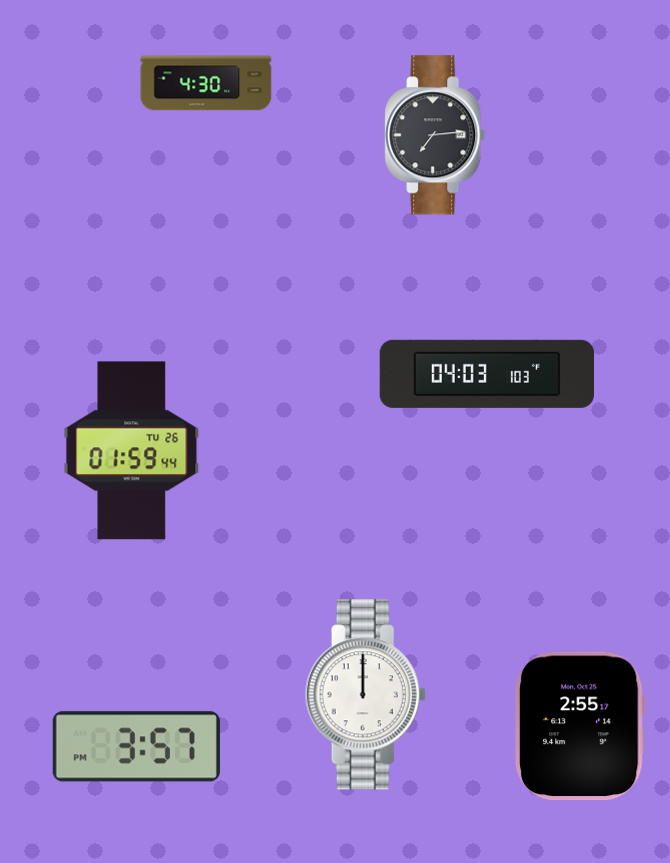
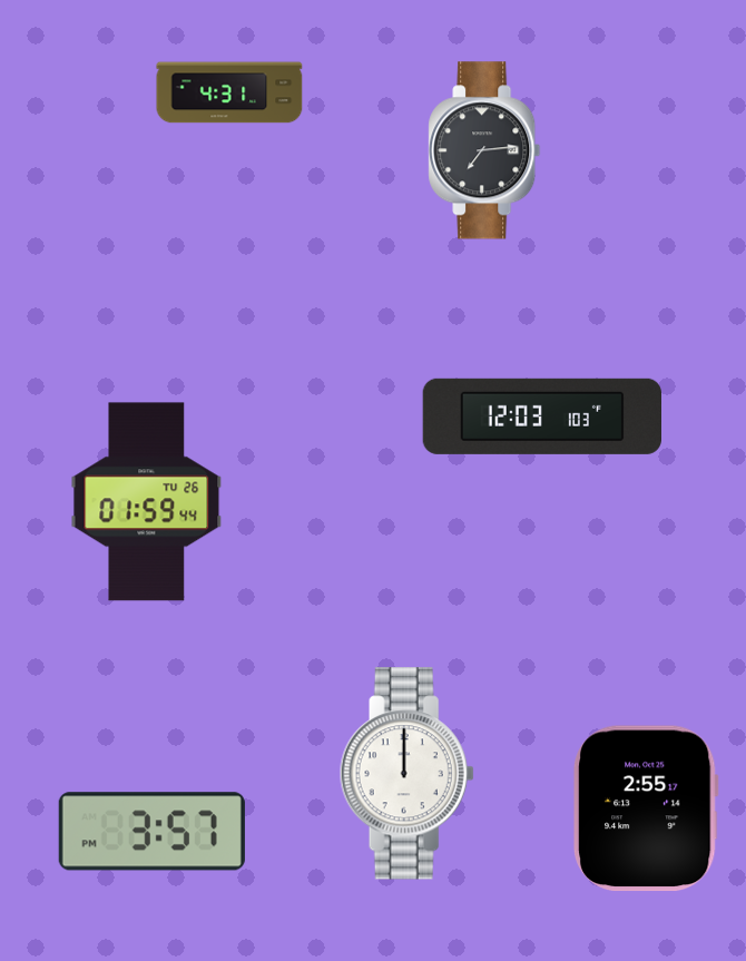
clock at (206, 83): 4:30 -> 4:31
clock at (486, 374): 04:03 -> 12:03
